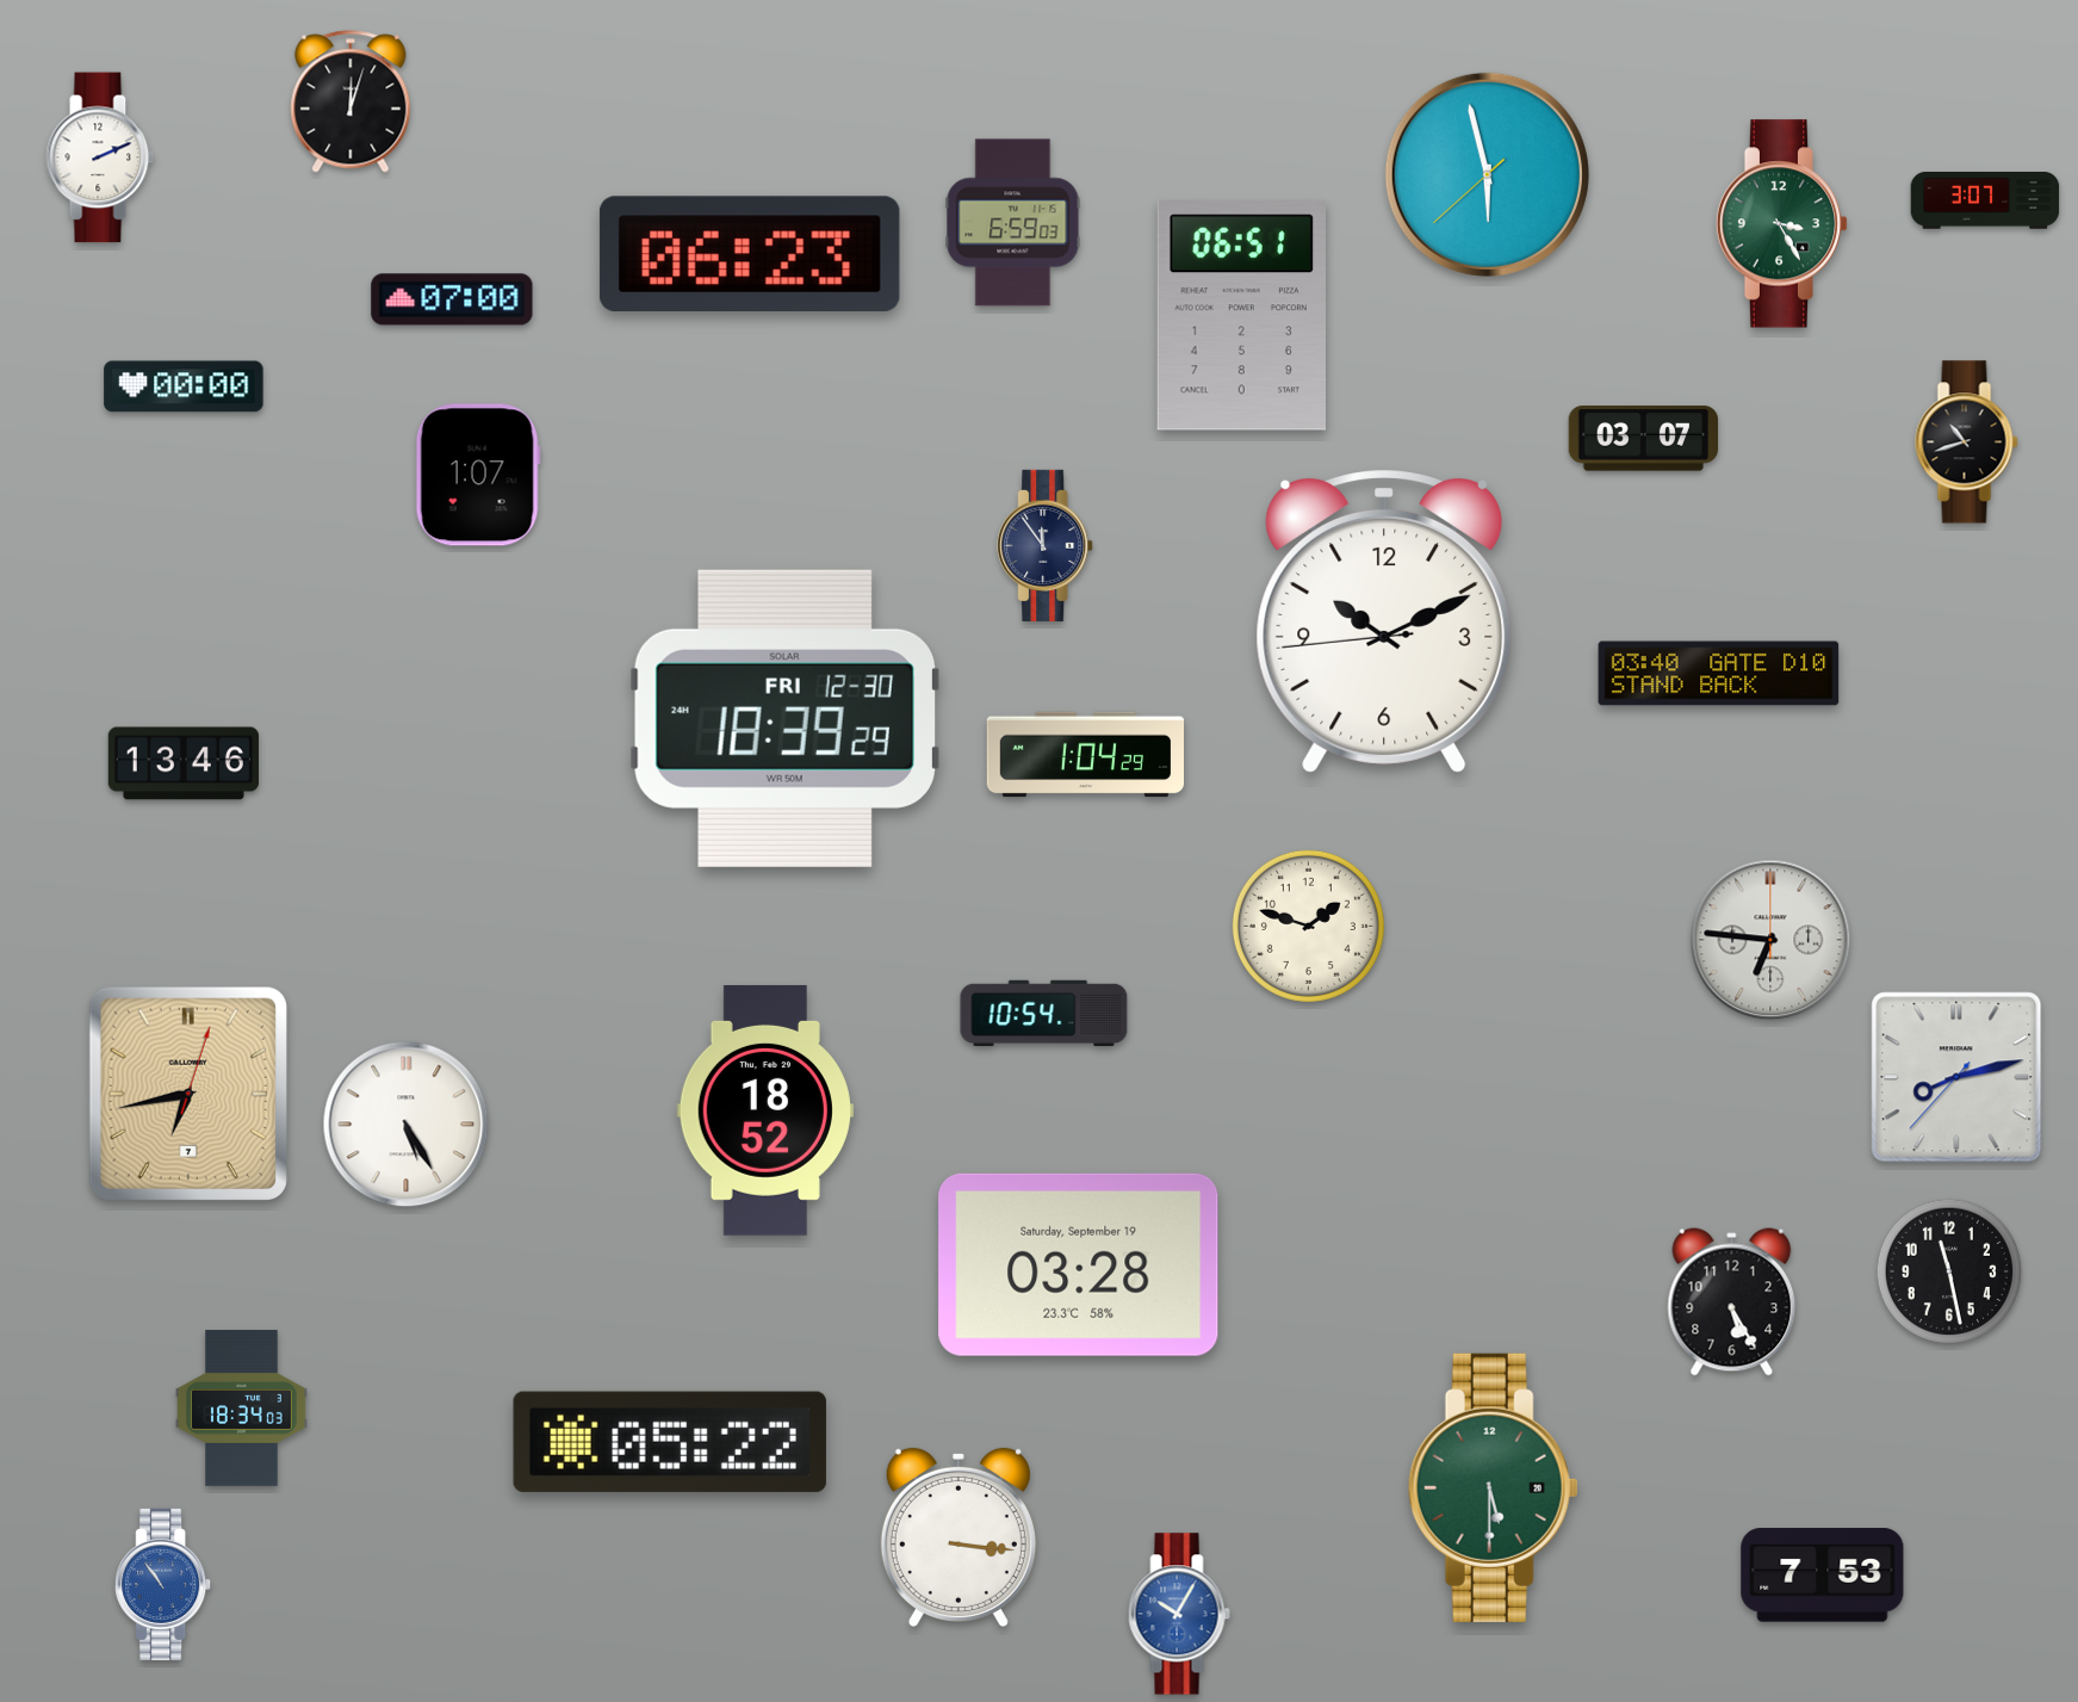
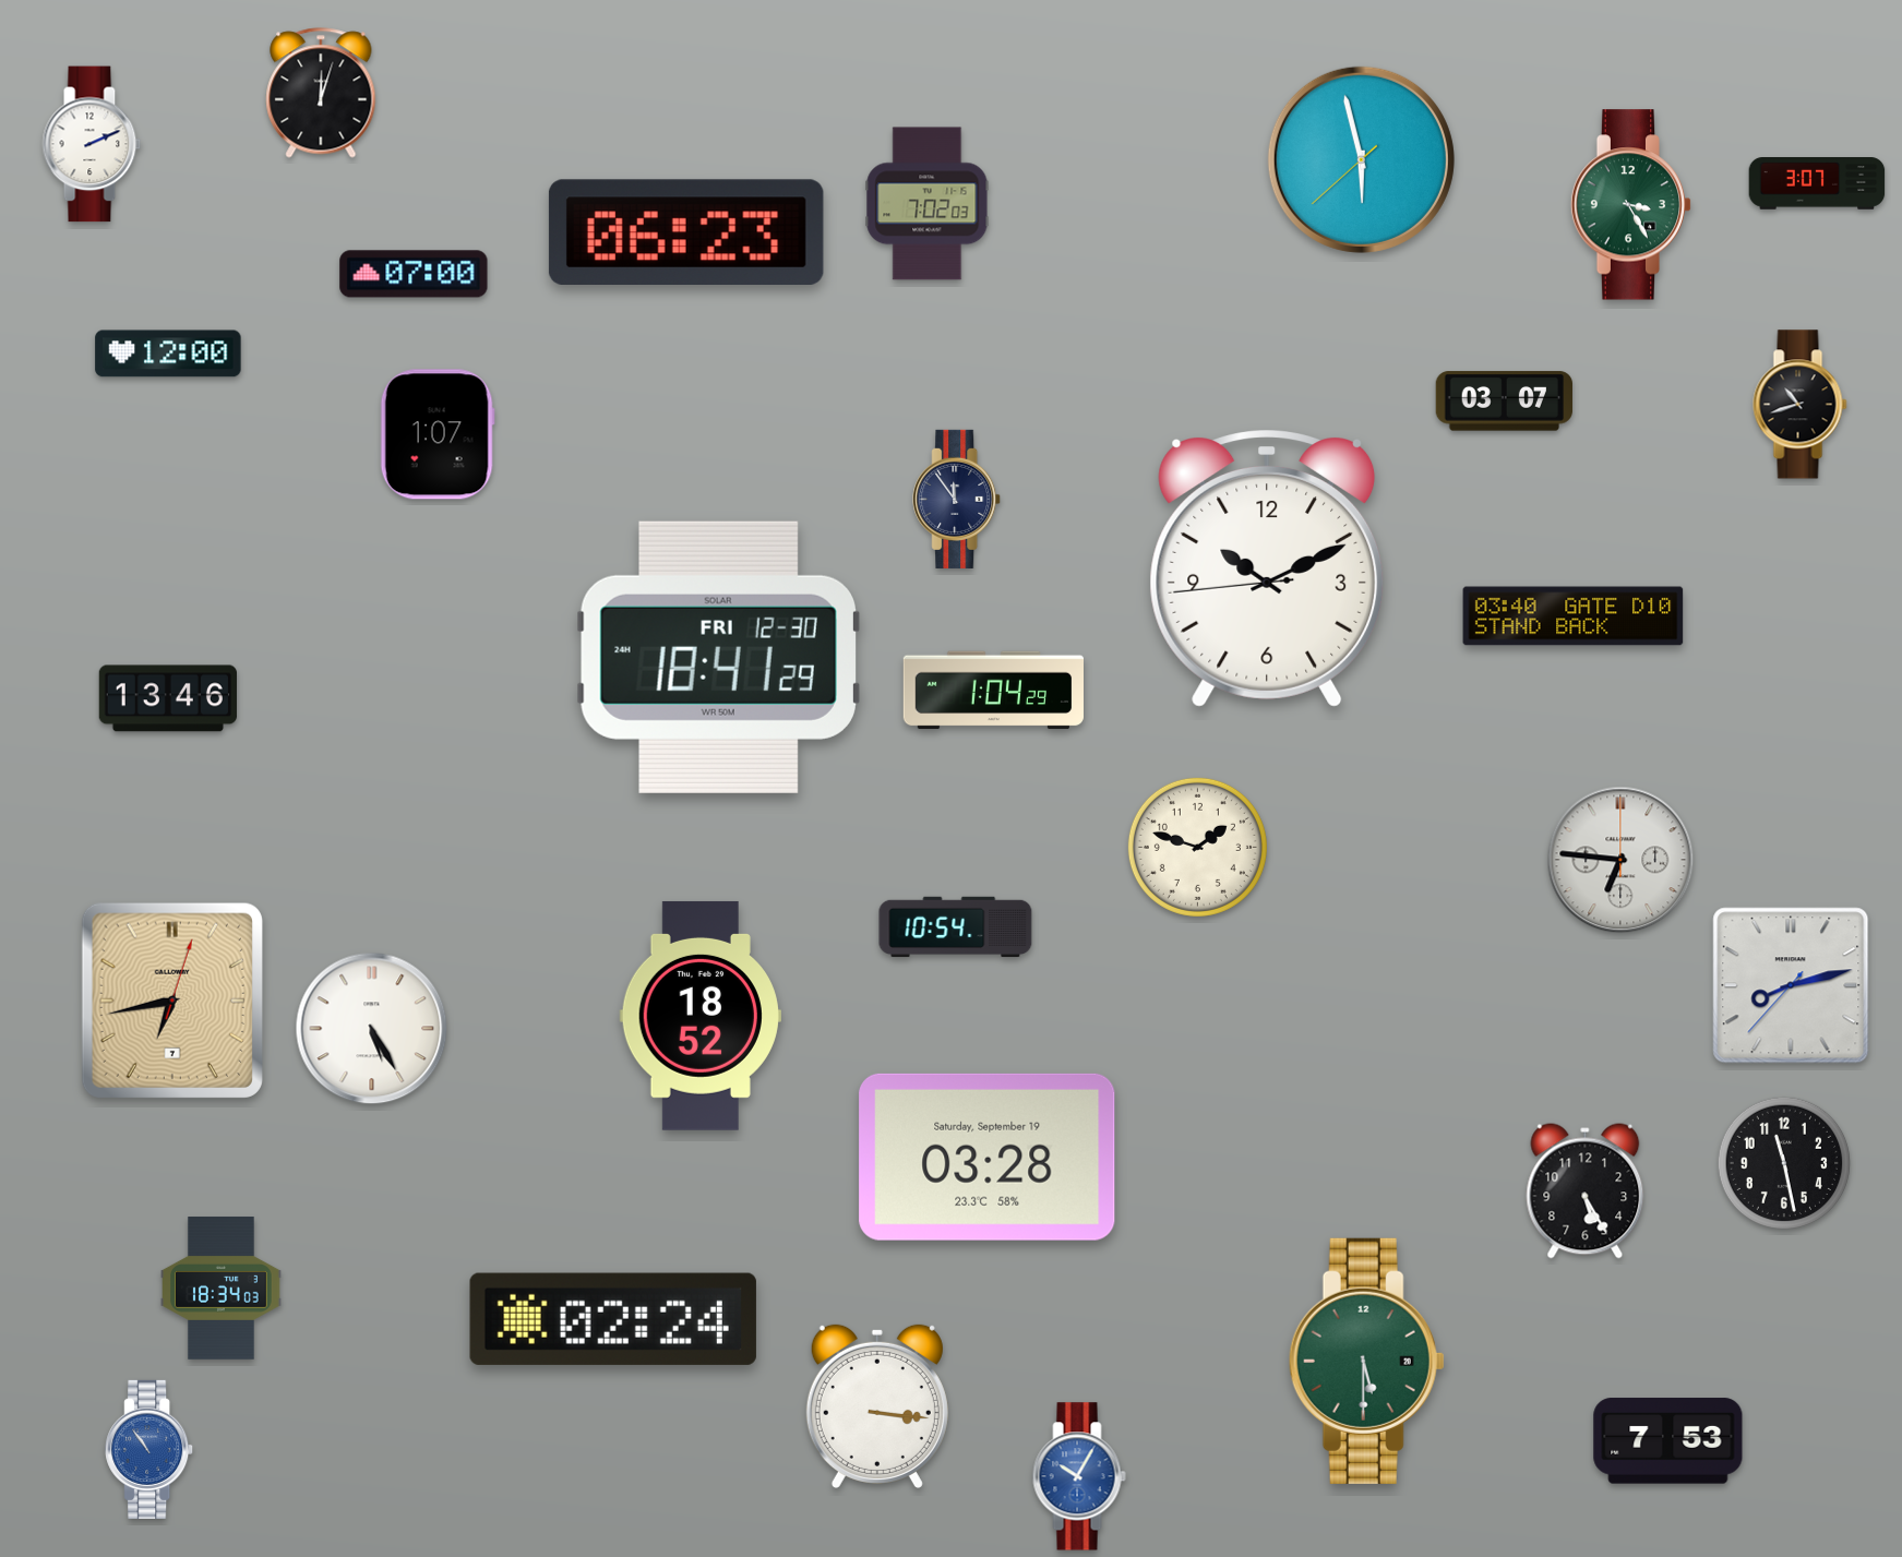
clock at (1013, 223): 6:59 -> 7:02
clock at (1241, 316): 06:51 -> none
clock at (184, 386): 00:00 -> 12:00
clock at (784, 718): 18:39 -> 18:41
clock at (670, 1442): 05:22 -> 02:24
